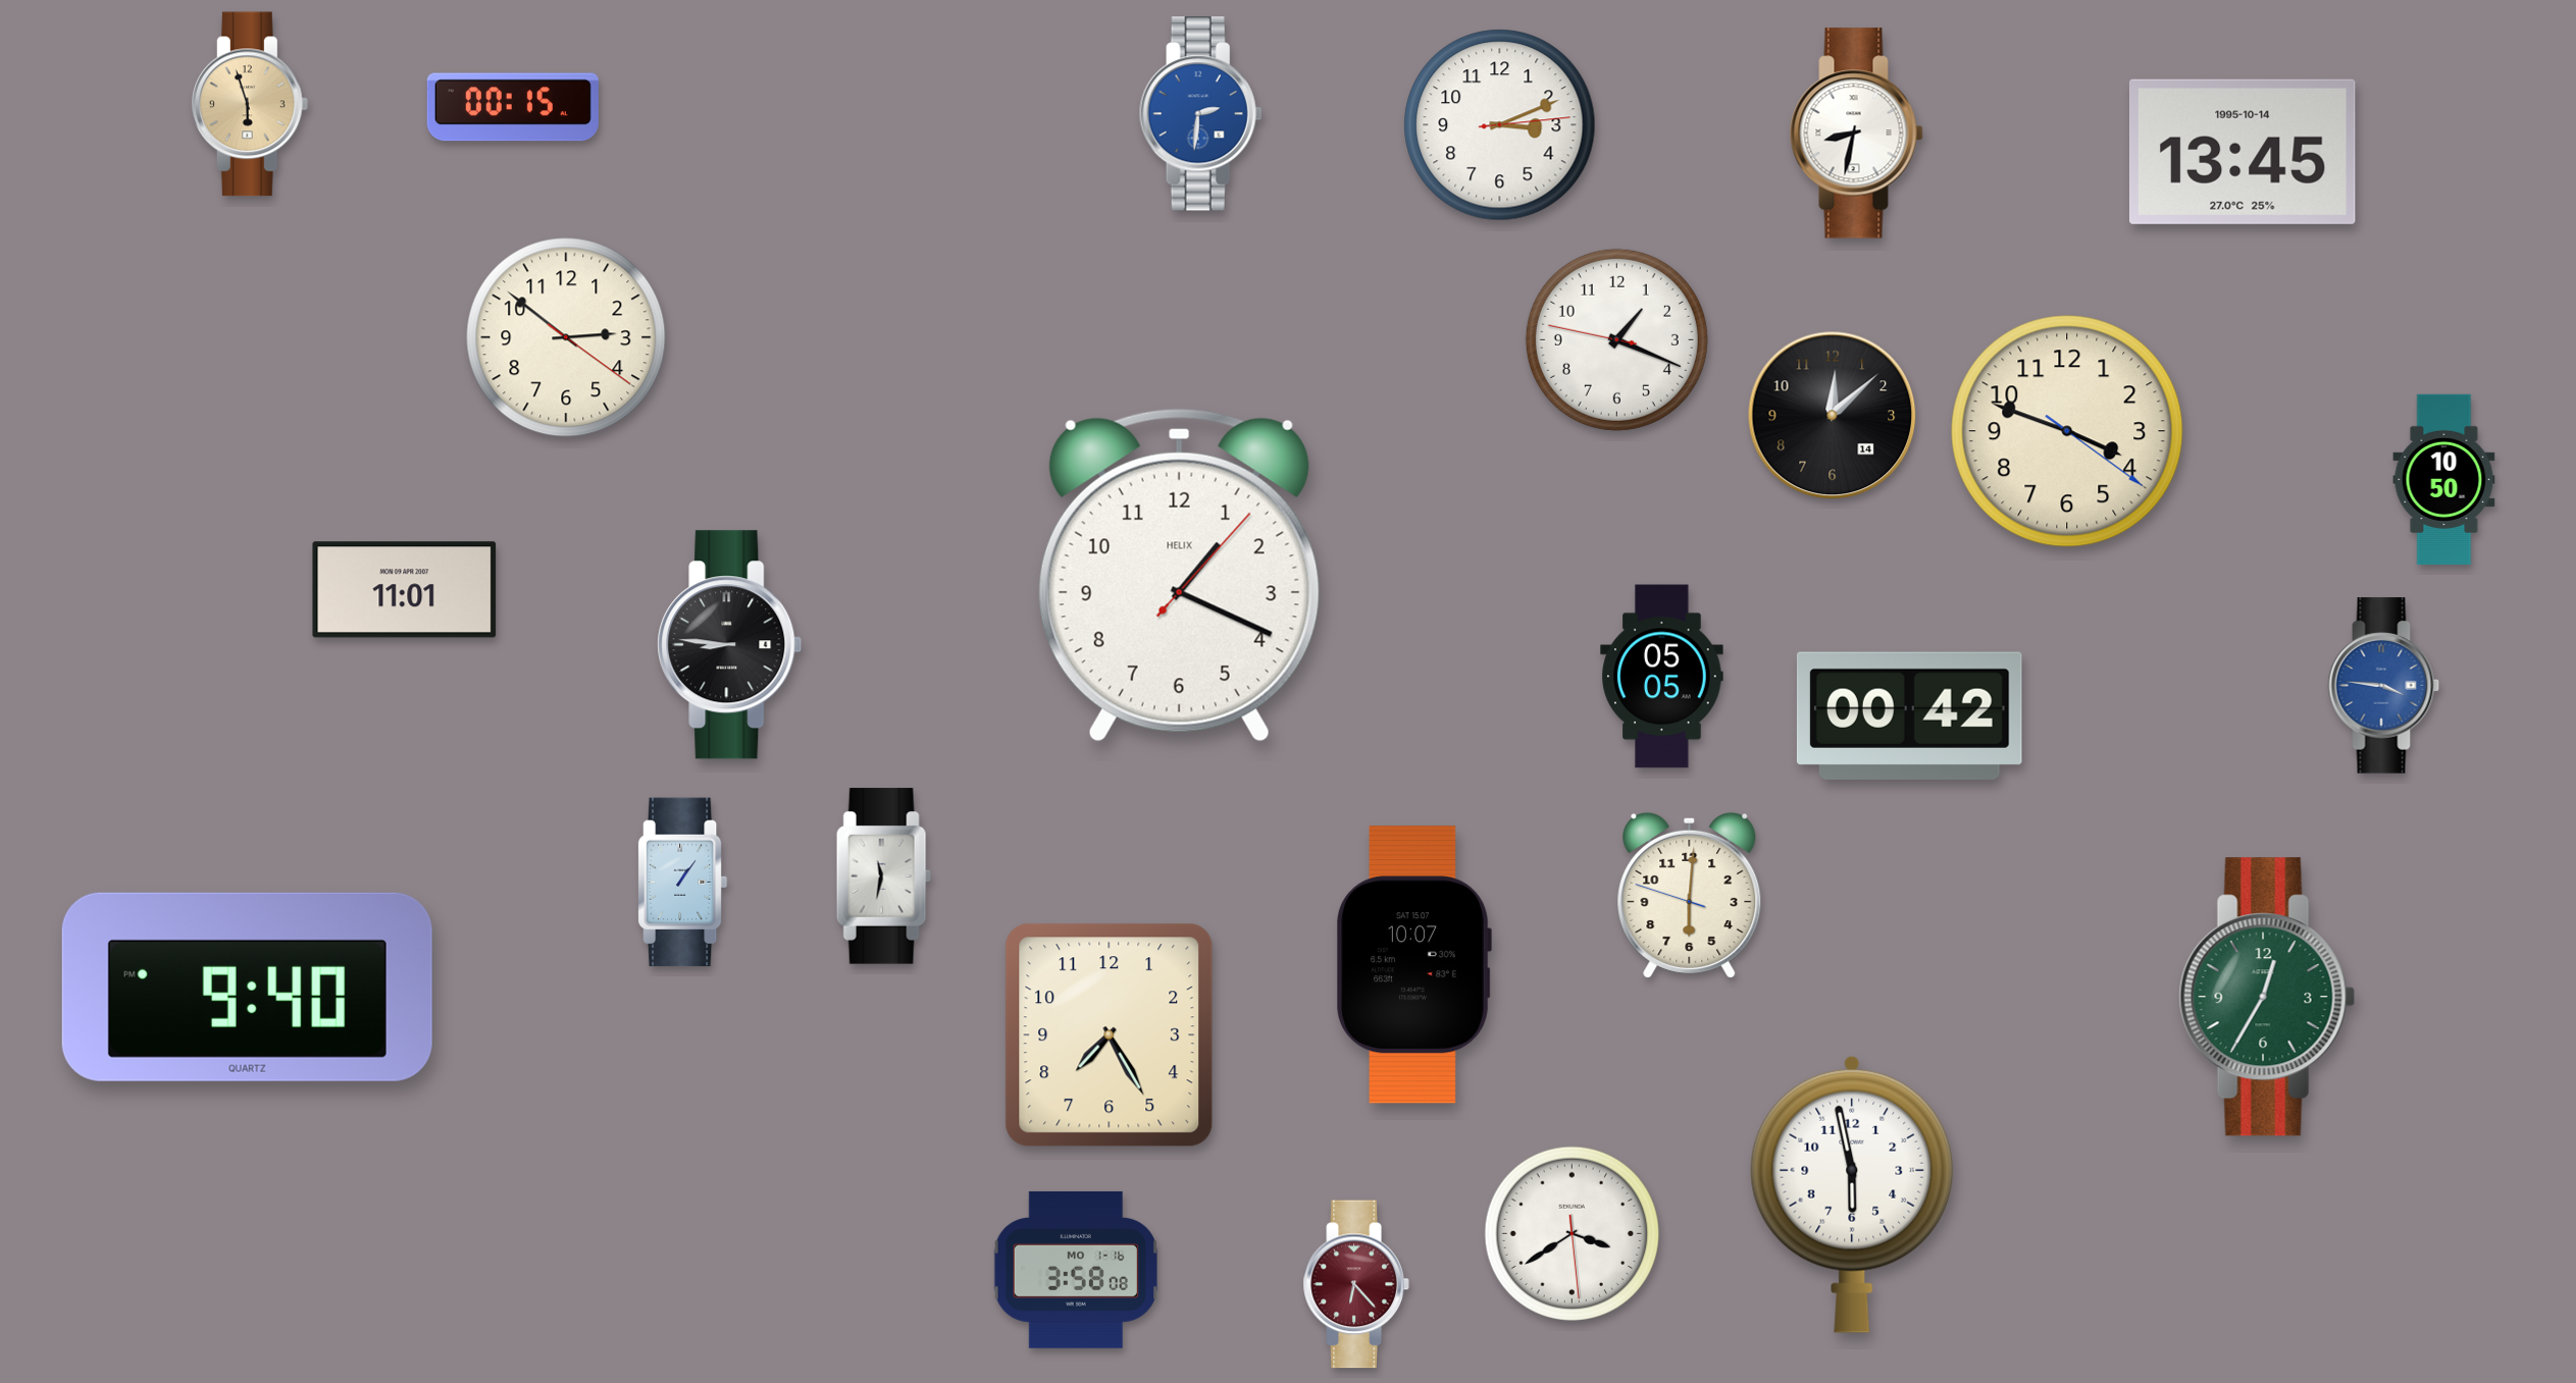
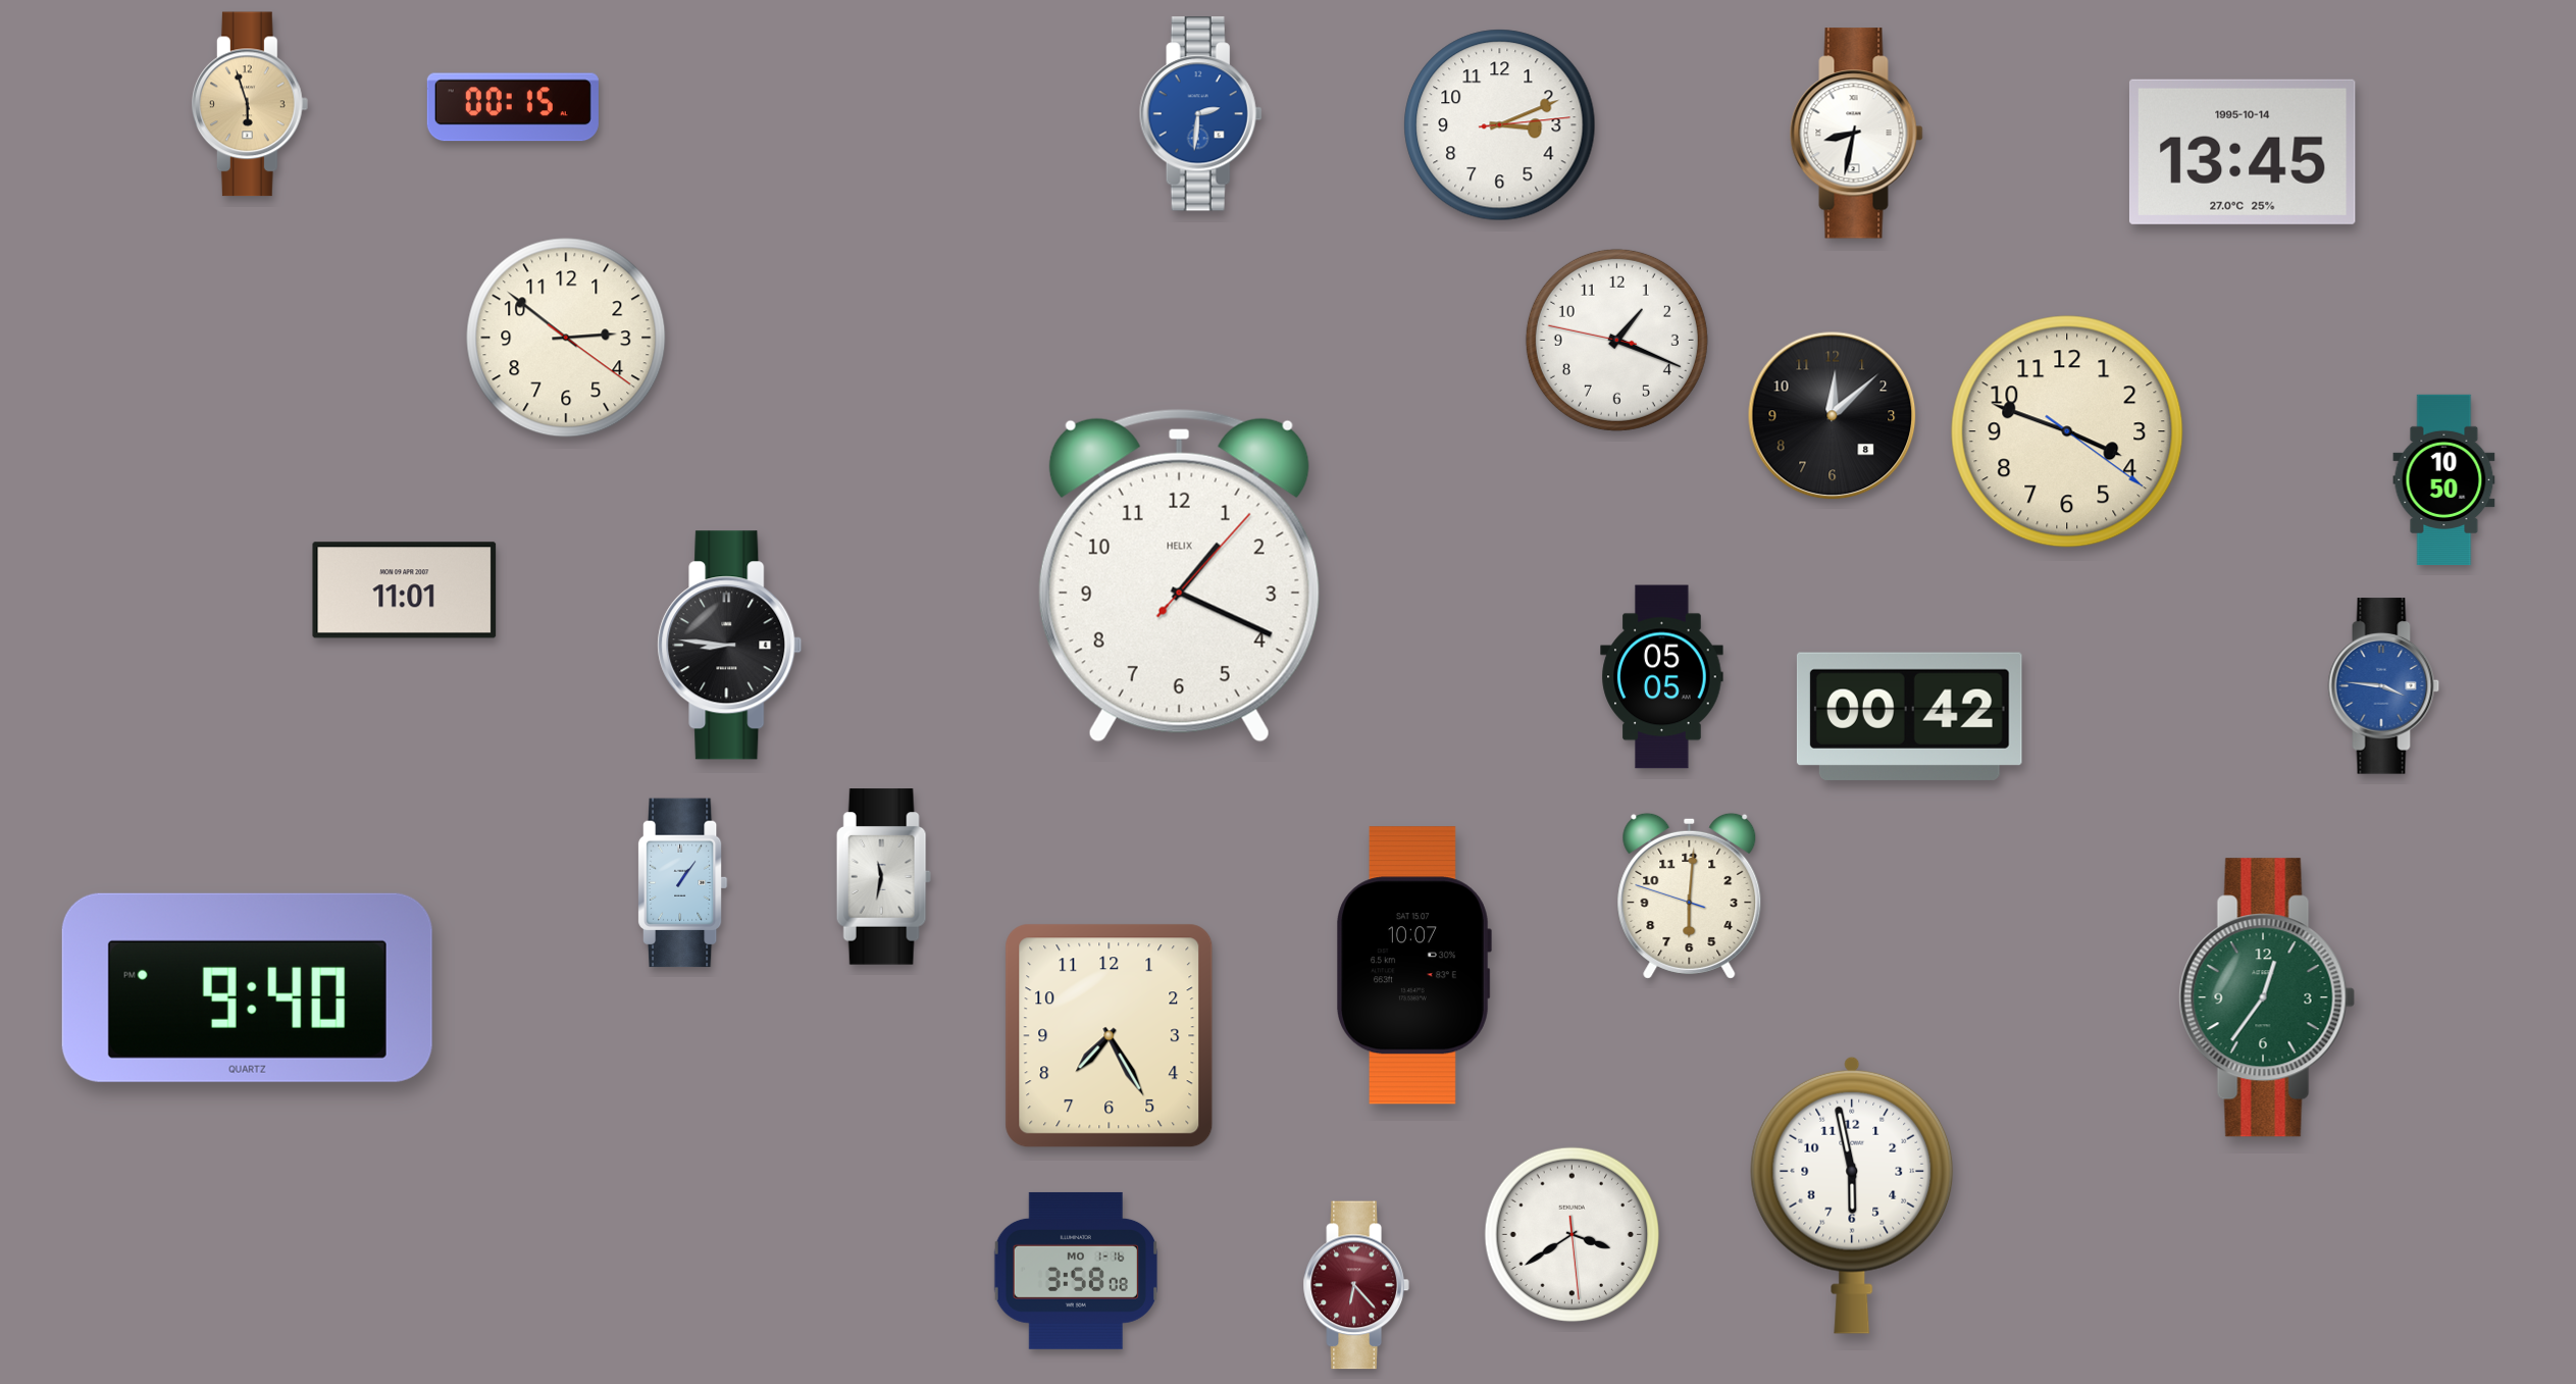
clock at (1833, 416) date: 14 -> 8
clock at (2267, 997): 12:35 -> 12:36
